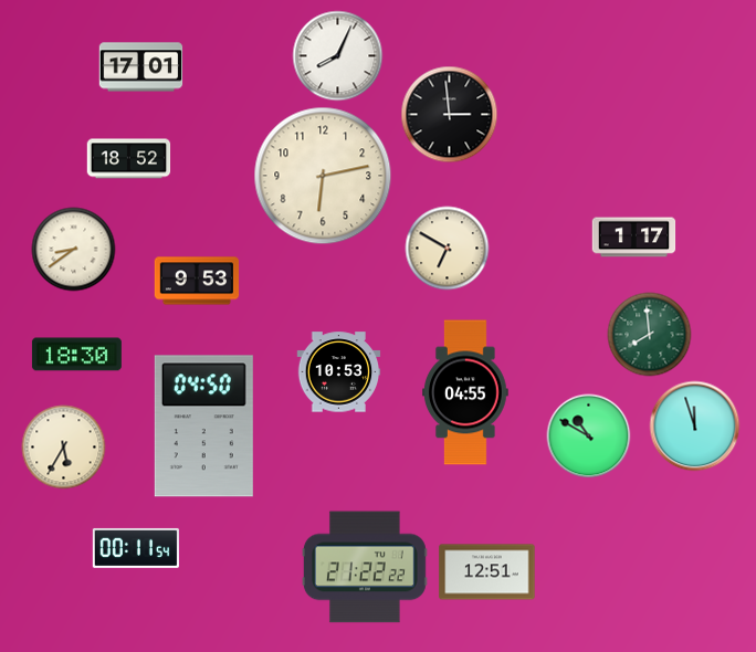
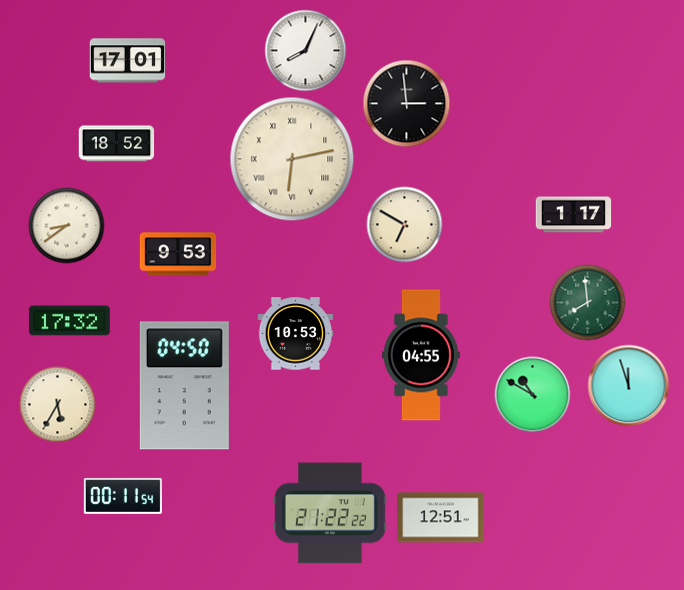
clock at (323, 176) numerals: Arabic -> Roman
clock at (76, 355): 18:30 -> 17:32
clock at (339, 372) position: (339, 372) -> (296, 334)
